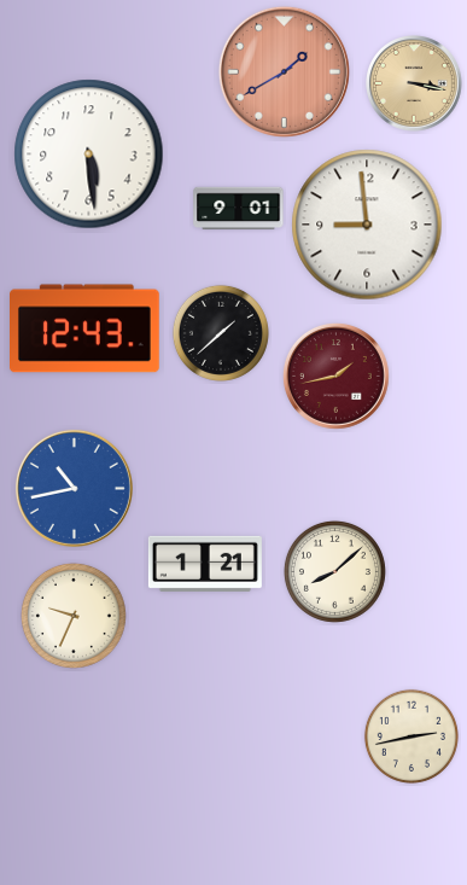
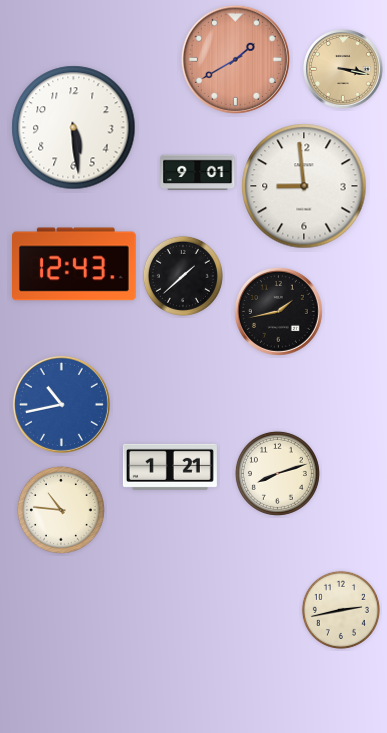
clock at (86, 328) position: (86, 328) -> (75, 264)
clock at (335, 375) dial: burgundy -> black
clock at (334, 571): 8:08 -> 8:12
clock at (74, 616): 9:34 -> 10:46
